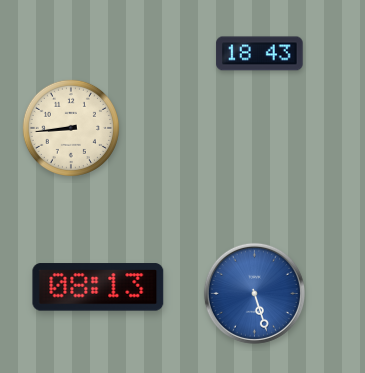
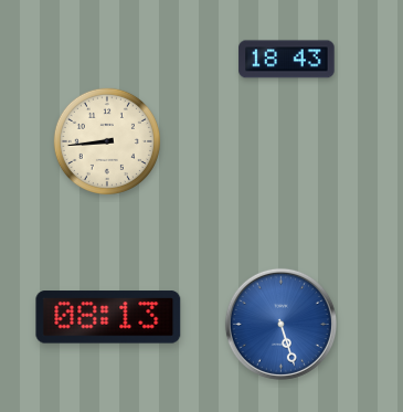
clock at (71, 128) position: (71, 128) -> (107, 141)
